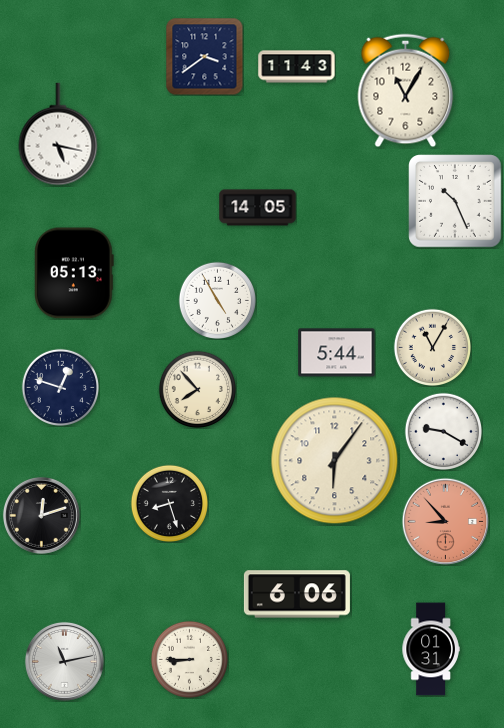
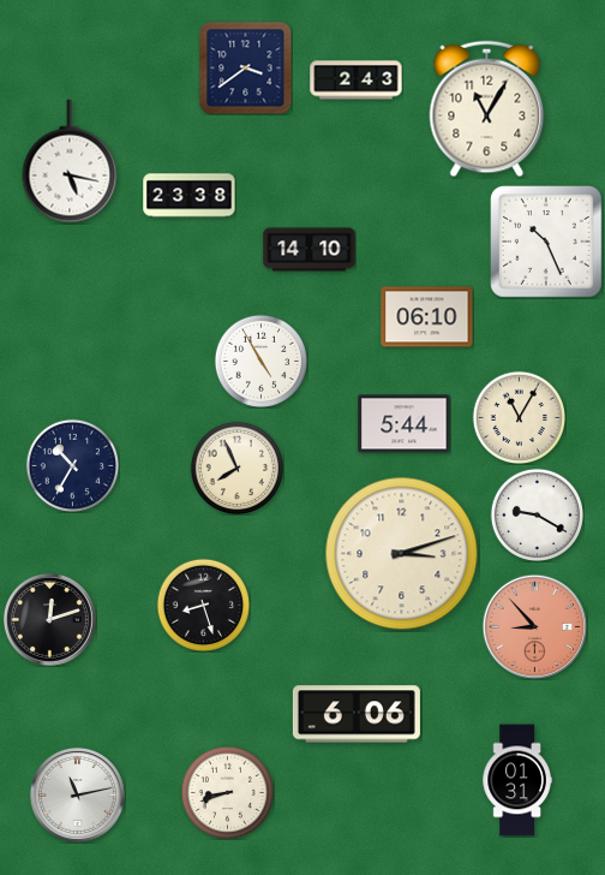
clock at (297, 67): 11:43 -> 2:43
clock at (190, 196): none -> 23:38
clock at (258, 208): 14:05 -> 14:10
clock at (427, 317): none -> 06:10
clock at (74, 273): 05:13 -> none
clock at (60, 387): 12:48 -> 10:35
clock at (197, 389): 7:53 -> 7:56
clock at (443, 431) position: (443, 431) -> (537, 514)
clock at (335, 461): 6:06 -> 3:12
clock at (189, 659): 8:45 -> 8:42
